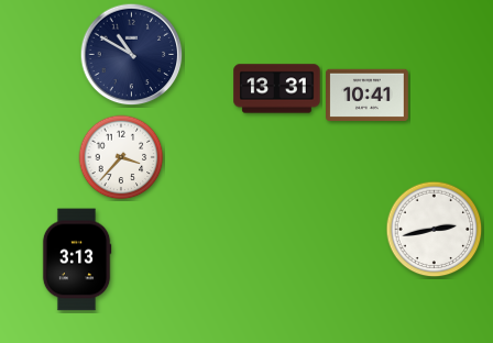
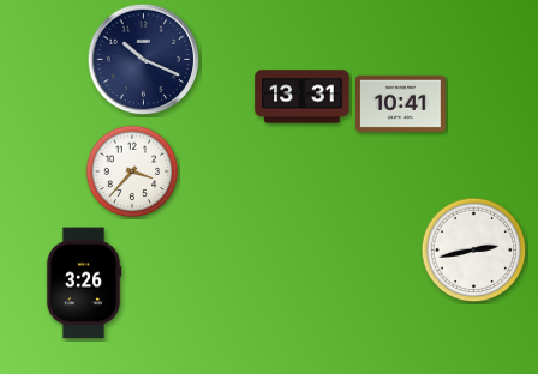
clock at (132, 55): 10:50 -> 10:19
clock at (77, 259): 3:13 -> 3:26
